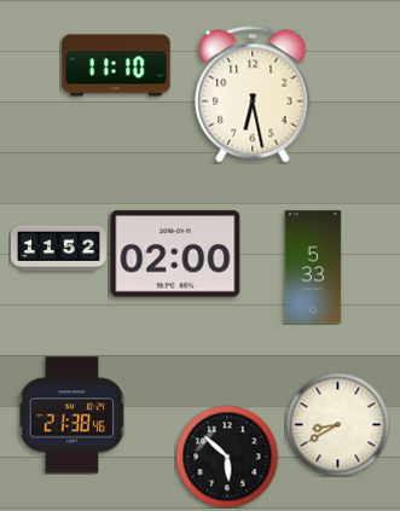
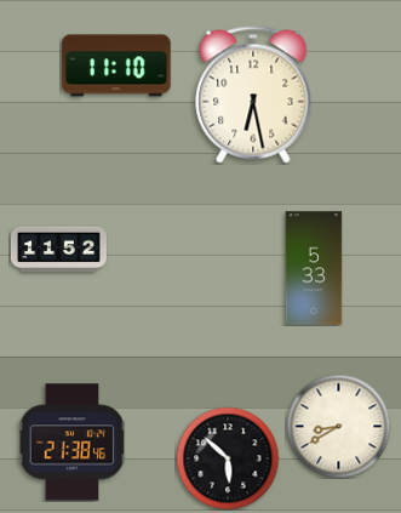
clock at (175, 254): 02:00 -> none
clock at (73, 416) position: (73, 416) -> (73, 443)
